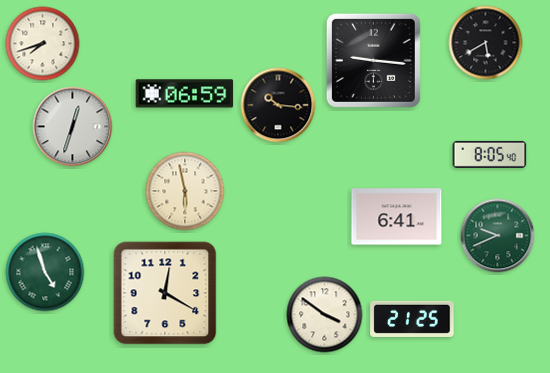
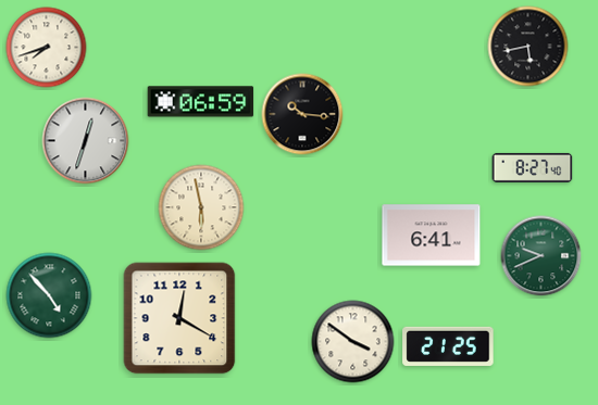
clock at (486, 43): 5:40 -> 5:43
clock at (373, 60): 9:16 -> none
clock at (73, 127) position: (73, 127) -> (86, 141)
clock at (490, 154): 8:05 -> 8:27
clock at (45, 272): 4:57 -> 4:53
